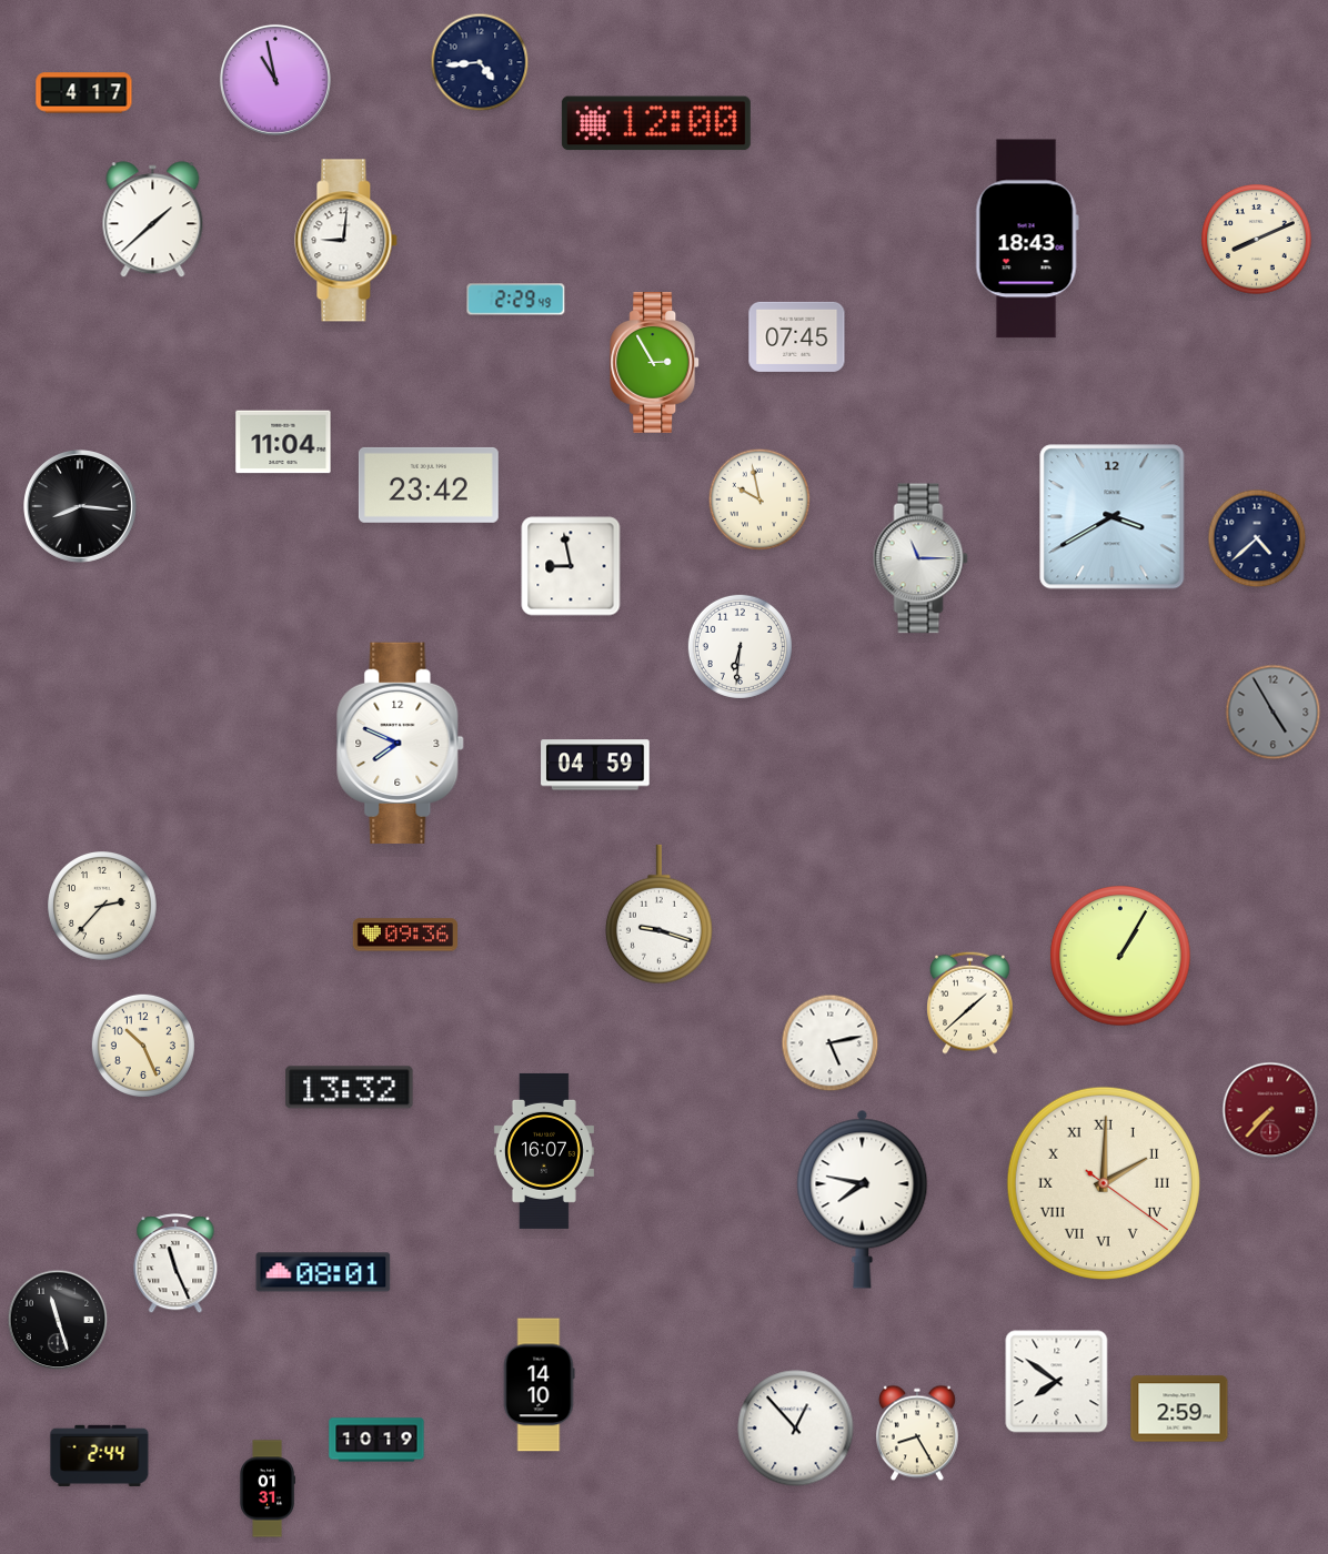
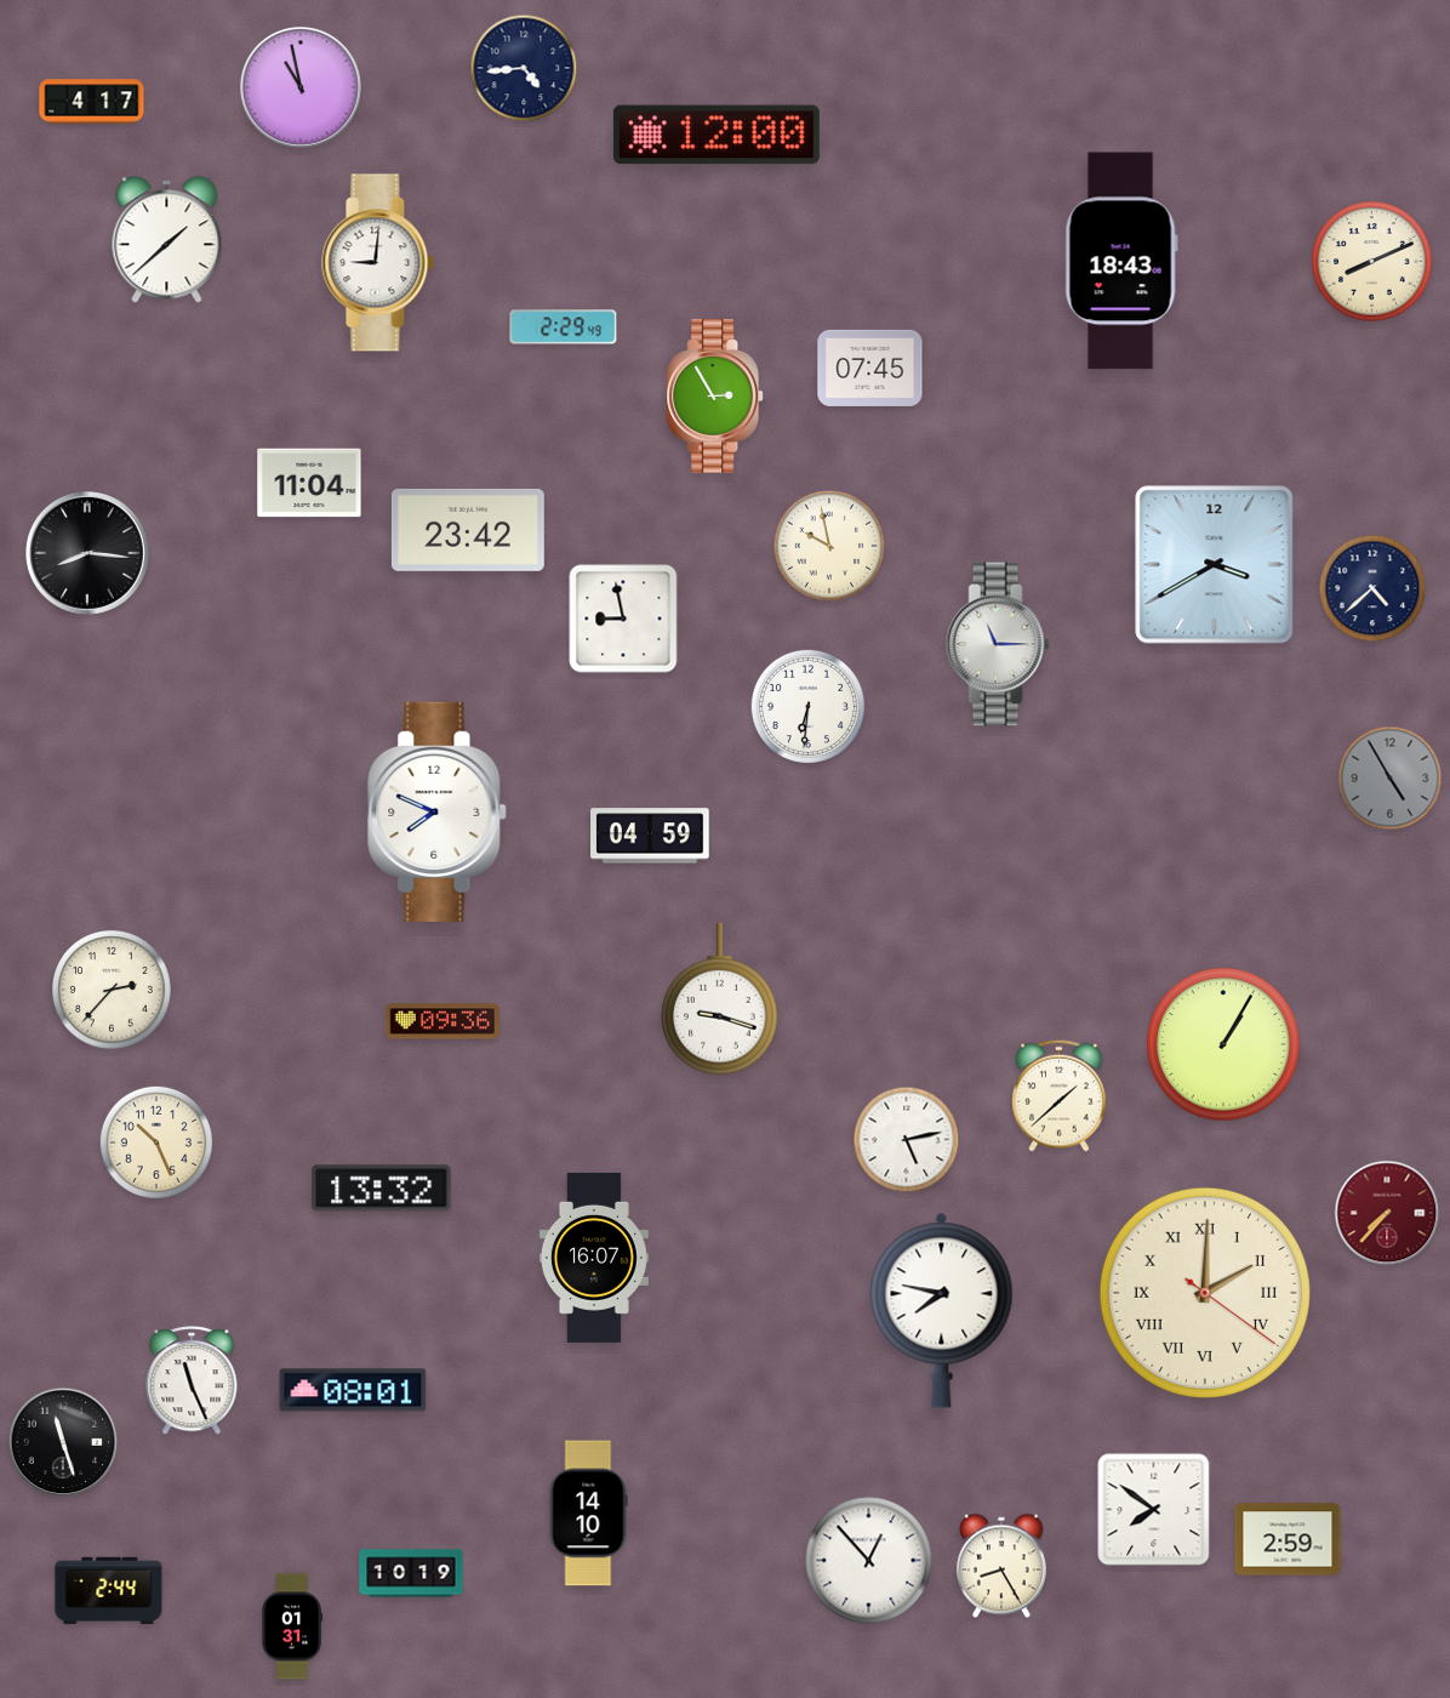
clock at (920, 558) position: (920, 558) -> (998, 644)
